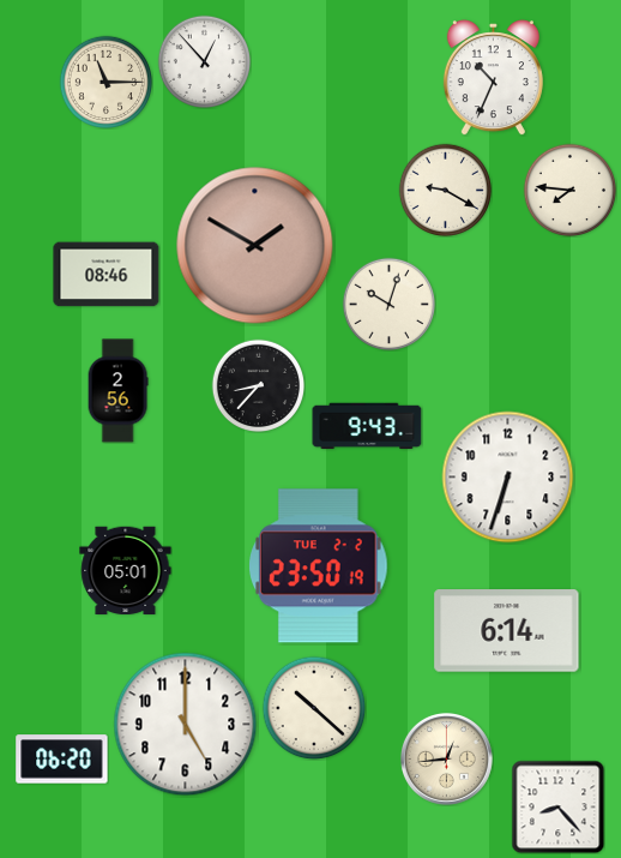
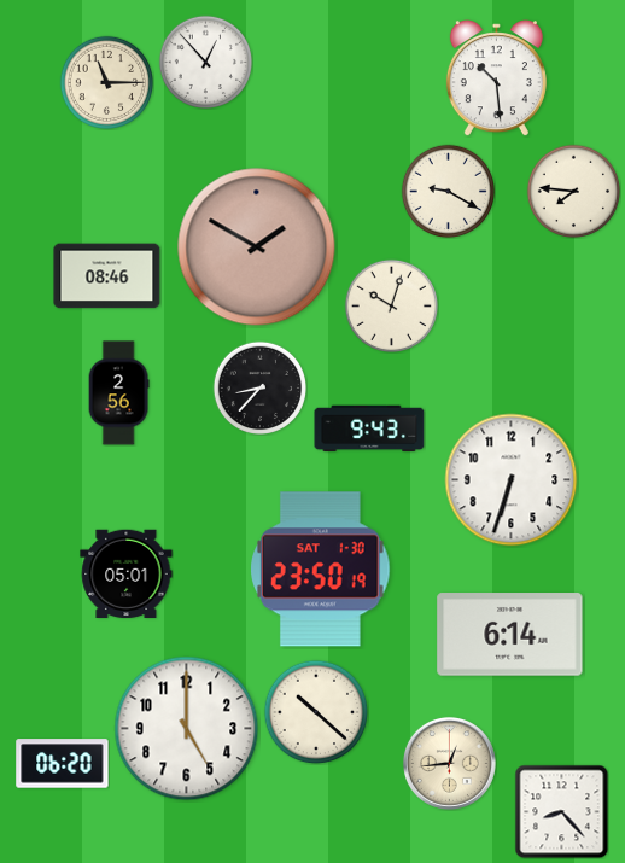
clock at (493, 78): 10:34 -> 10:29
clock at (319, 566) date: TUE 2-2 -> SAT 1-30
